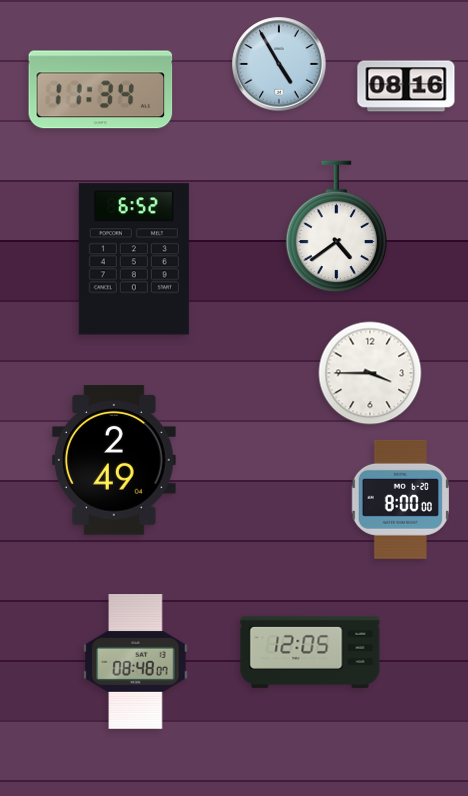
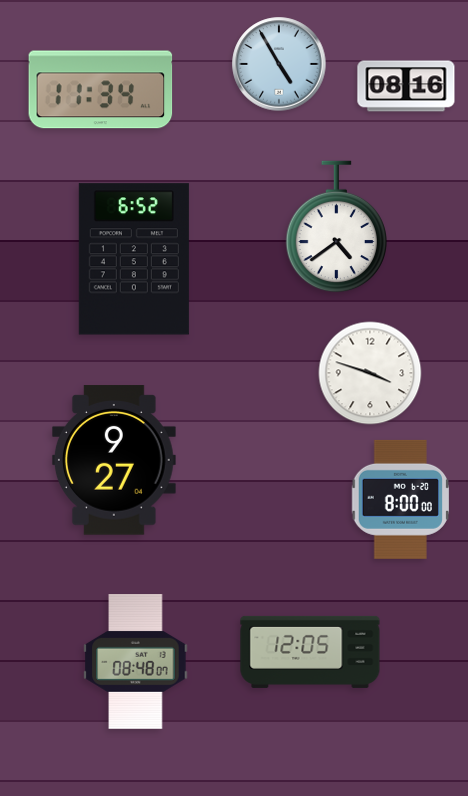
clock at (370, 373): 3:45 -> 3:48
clock at (114, 460): 2:49 -> 9:27
